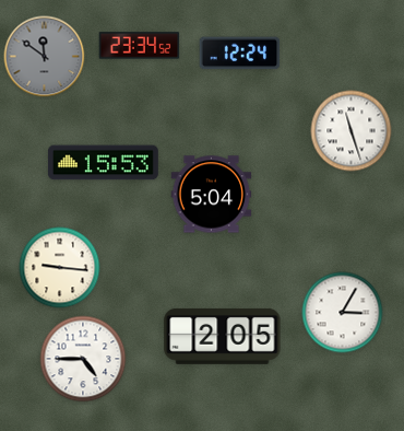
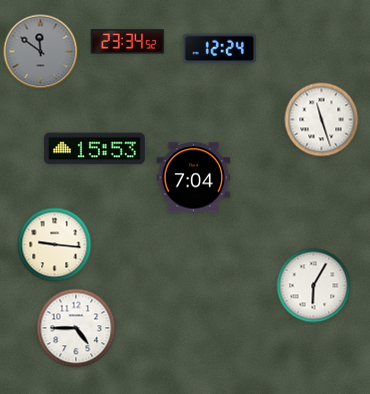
clock at (212, 195): 5:04 -> 7:04
clock at (343, 313): 3:05 -> 6:05
clock at (223, 336): 2:05 -> none
